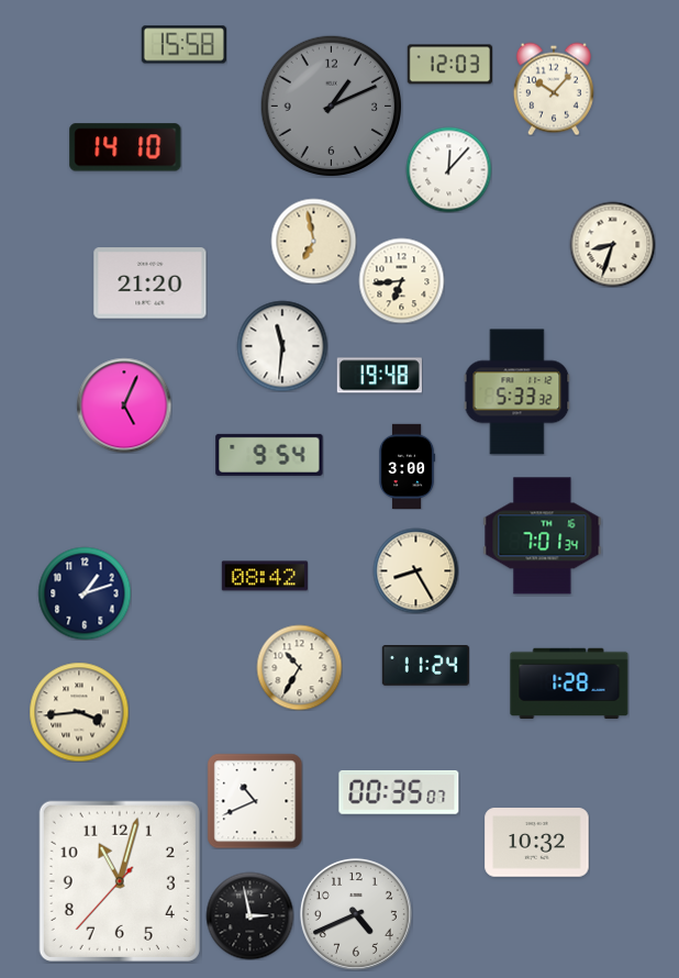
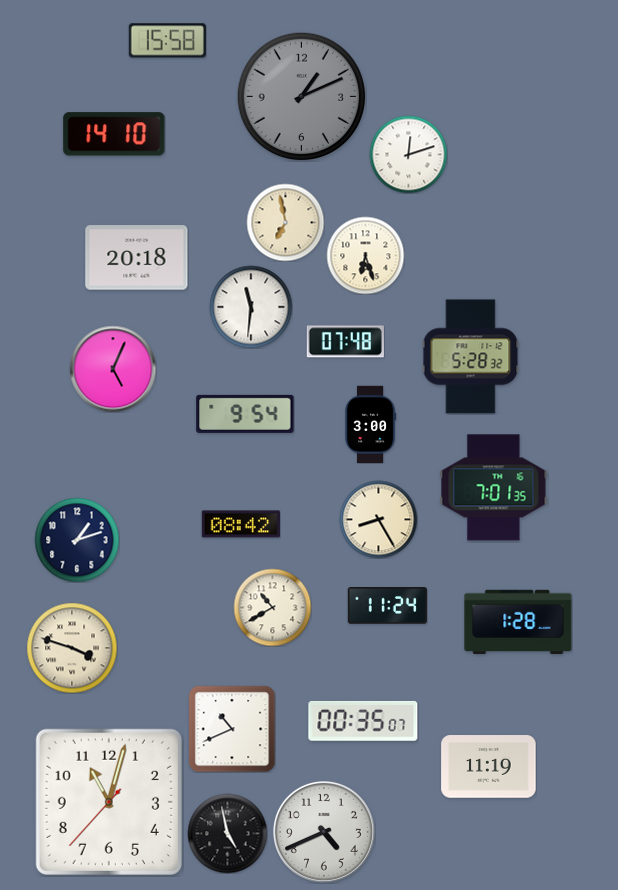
clock at (449, 65): 12:03 -> none
clock at (554, 89): 10:07 -> none
clock at (448, 169): 12:07 -> 12:12
clock at (313, 241) position: (313, 241) -> (285, 222)
clock at (612, 244): 8:33 -> none
clock at (401, 280): 6:44 -> 6:27
clock at (151, 284): 21:20 -> 20:18
clock at (282, 346) position: (282, 346) -> (251, 307)
clock at (379, 376): 19:48 -> 07:48
clock at (517, 392): 5:33 -> 5:28
clock at (543, 536): 7:01:34 -> 7:01:35
clock at (299, 667): 10:35 -> 10:40
clock at (79, 712): 3:44 -> 3:48
clock at (537, 843): 10:32 -> 11:19
clock at (249, 915): 2:58 -> 4:58
